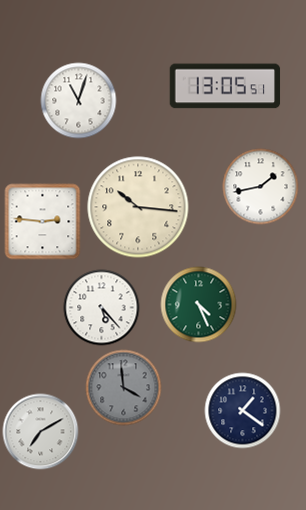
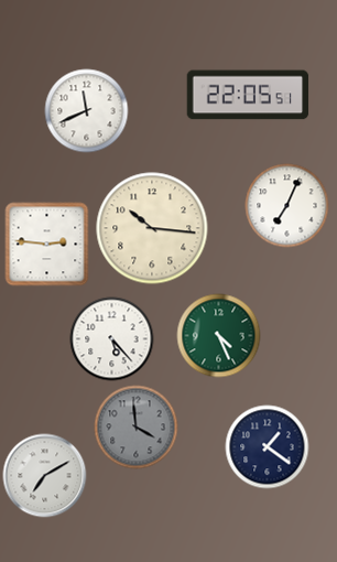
clock at (225, 86): 13:05 -> 22:05
clock at (79, 101): 11:03 -> 11:41
clock at (261, 187): 1:43 -> 7:04
clock at (243, 411) position: (243, 411) -> (268, 447)
